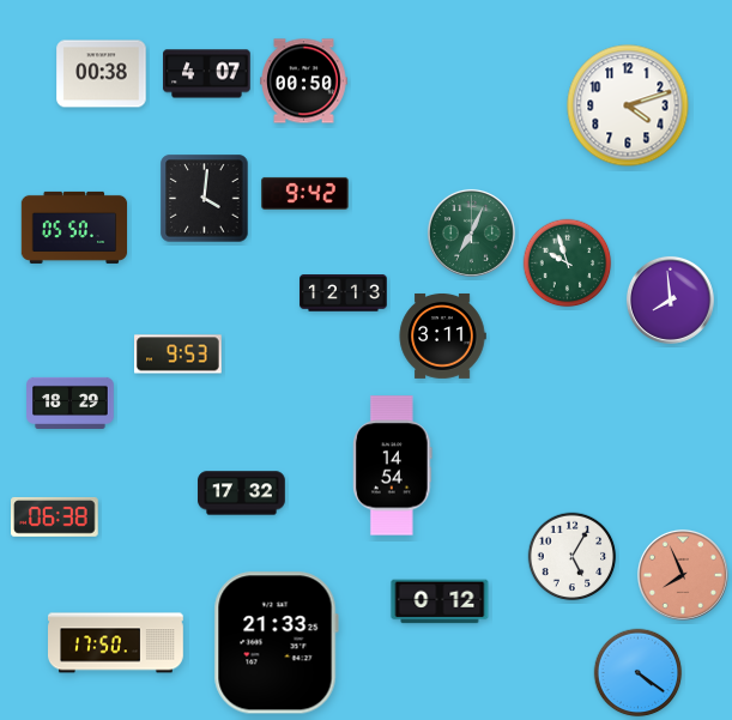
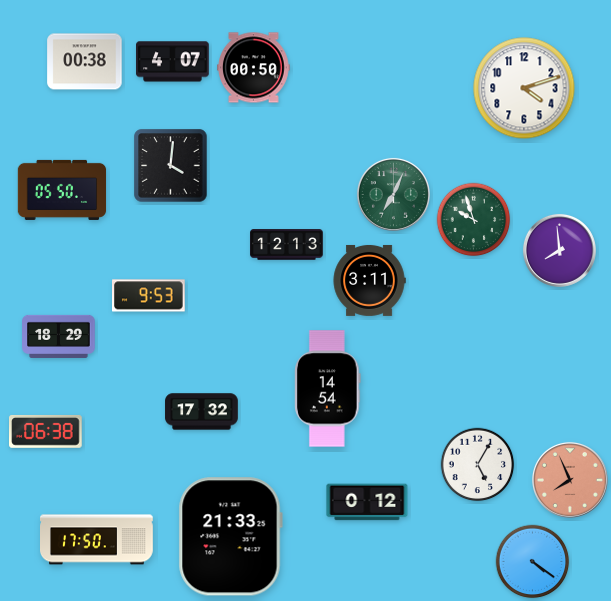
clock at (305, 193): 9:42 -> none
clock at (116, 643) position: (116, 643) -> (97, 540)
